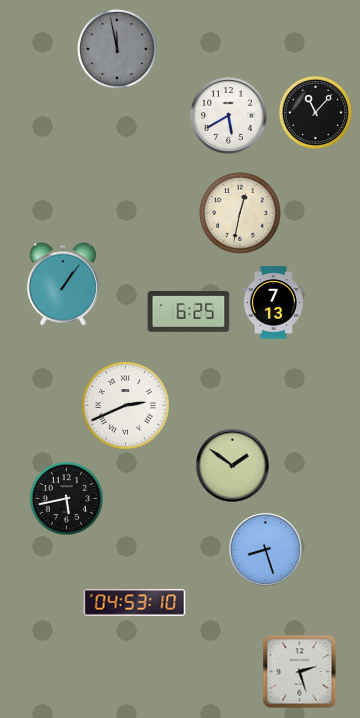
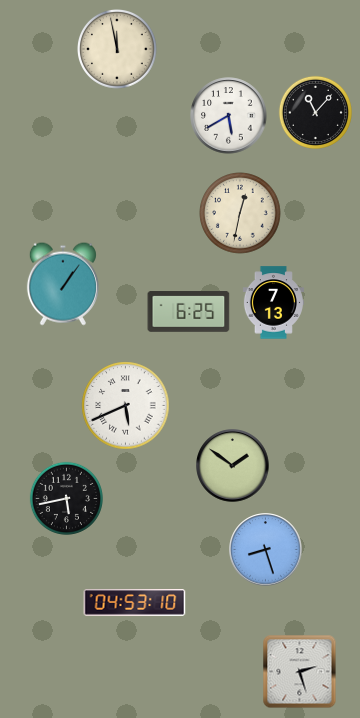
clock at (118, 50) dial: grey -> cream
clock at (126, 406): 2:41 -> 5:41
